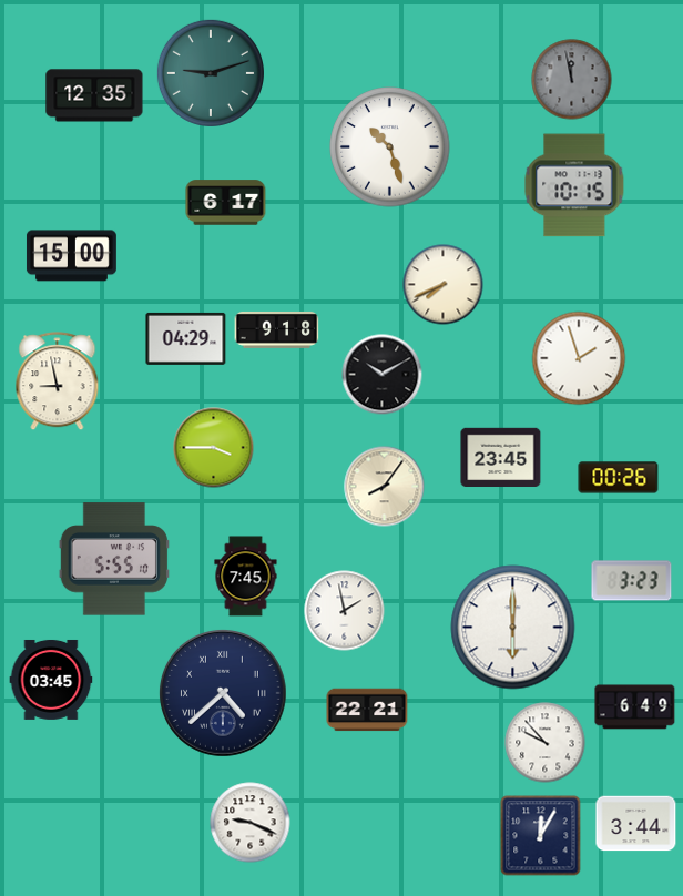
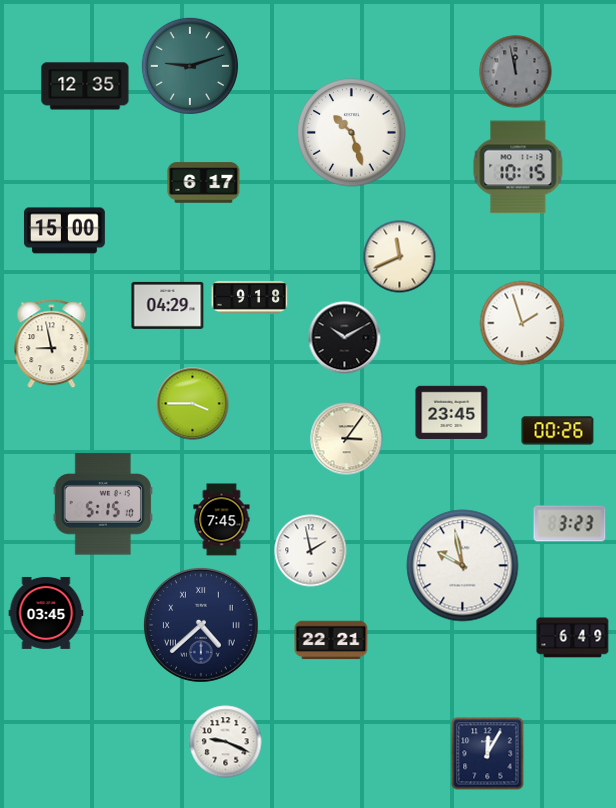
clock at (444, 285): 7:41 -> 11:41
clock at (385, 487): 8:06 -> 3:06
clock at (114, 559): 5:55 -> 5:15
clock at (513, 628): 6:00 -> 9:58
clock at (546, 743): 9:53 -> none
clock at (636, 824): 3:44 -> none
